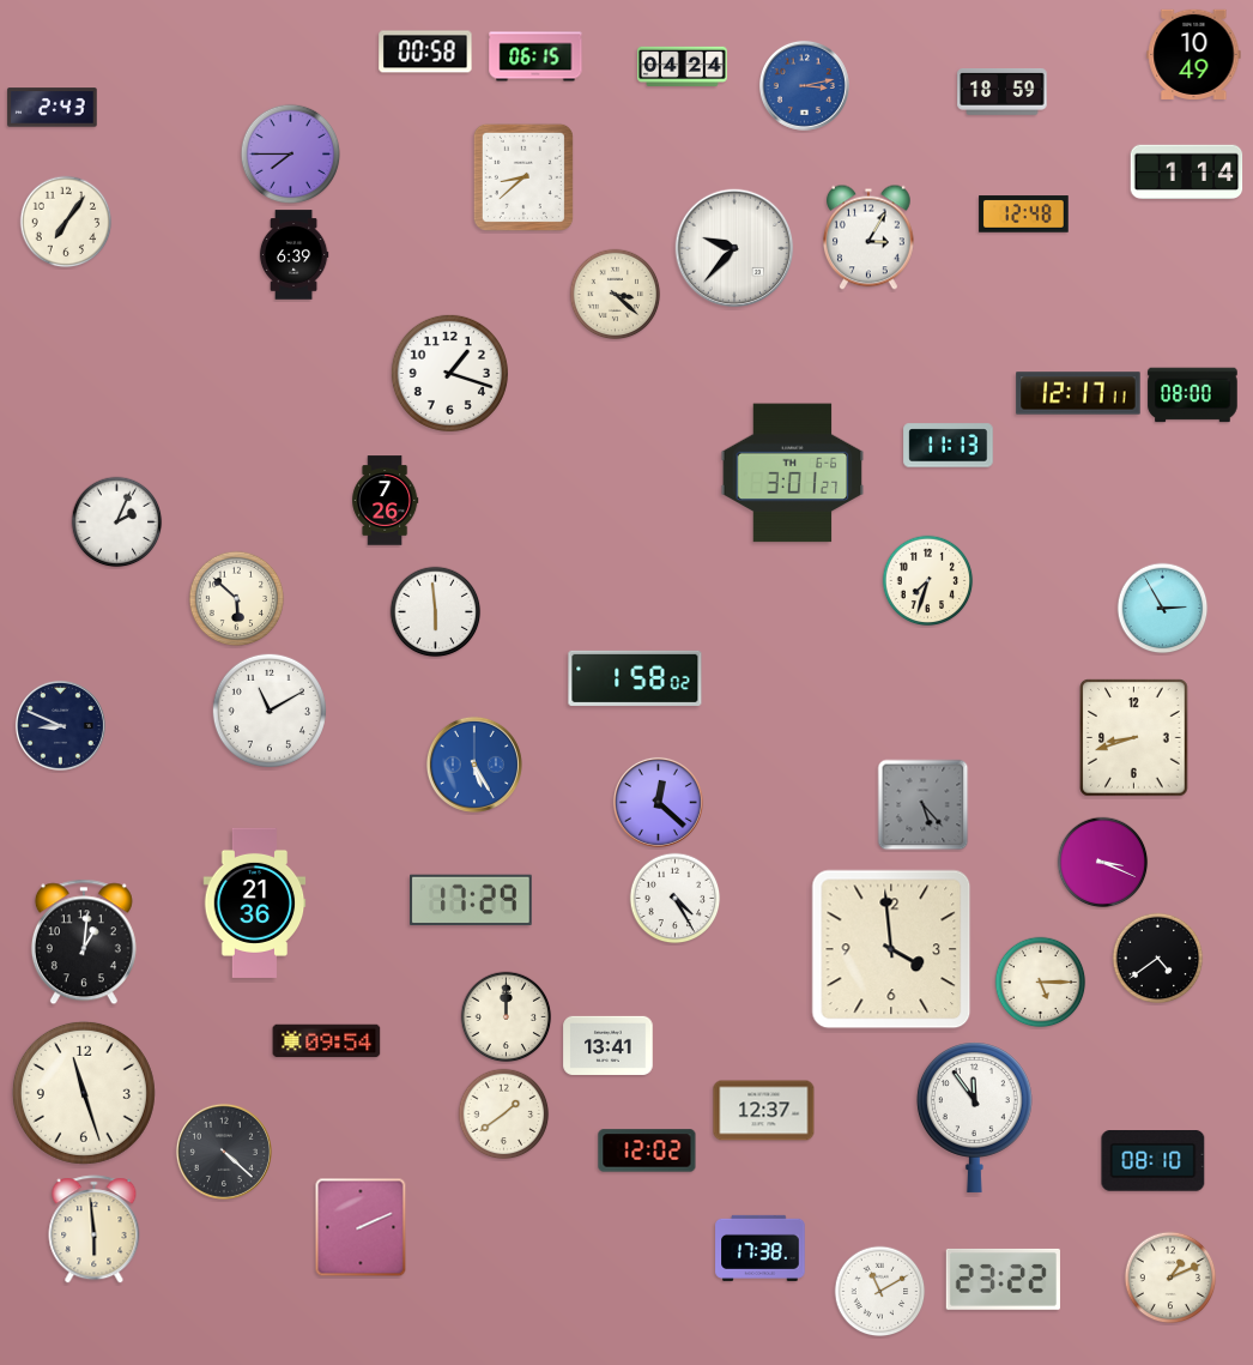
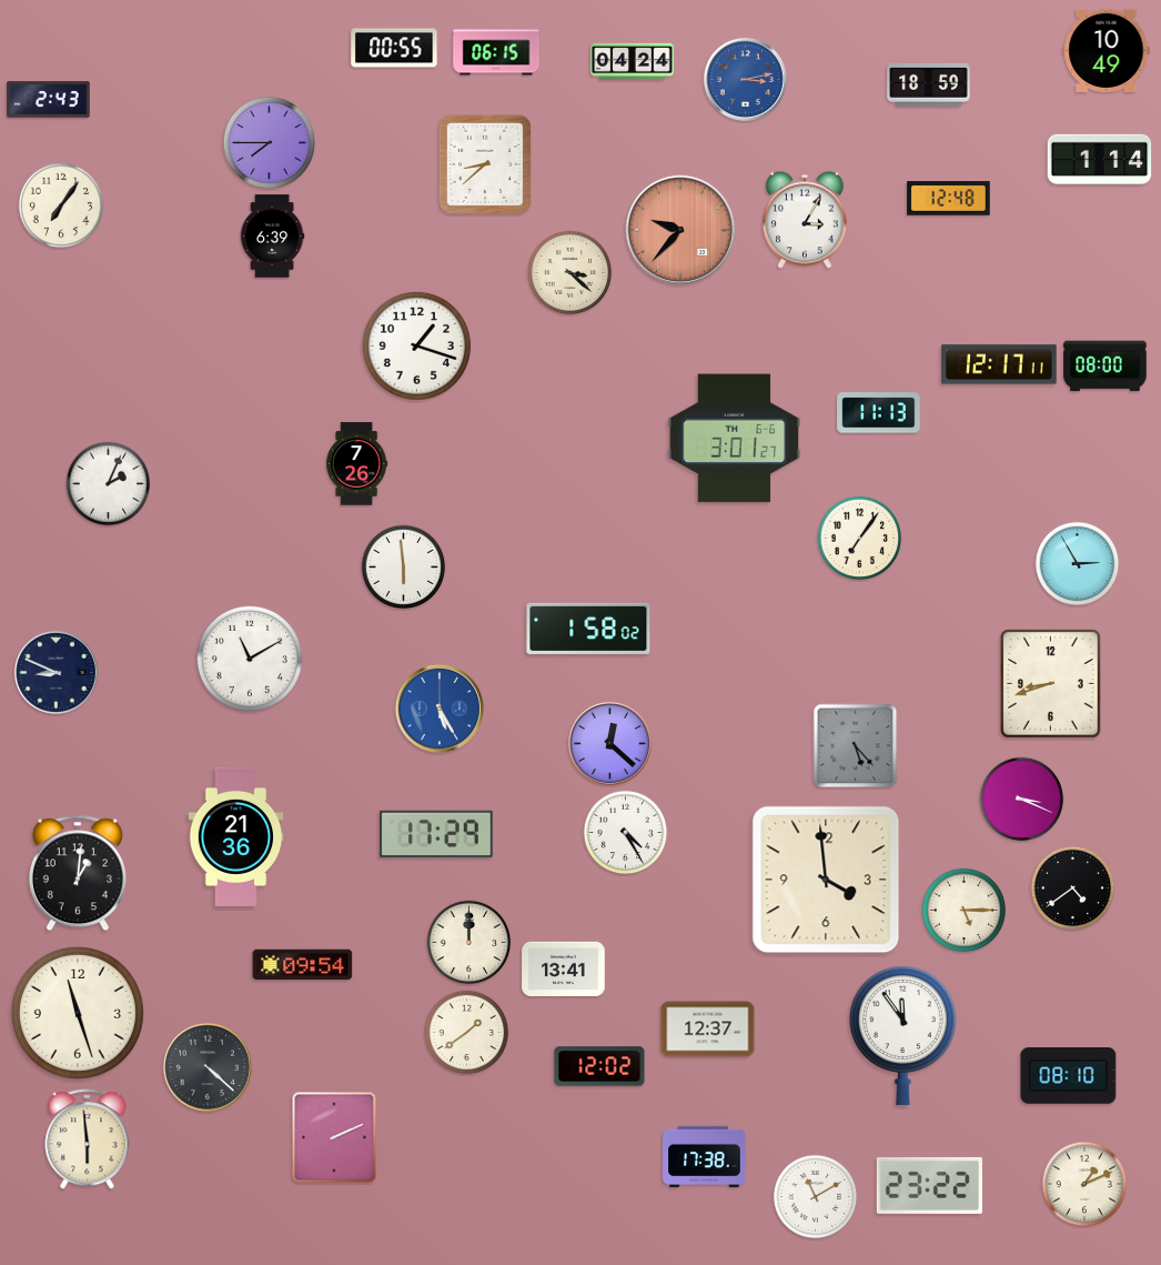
clock at (425, 52): 00:58 -> 00:55
clock at (734, 248) dial: white -> salmon
clock at (928, 581): 7:33 -> 7:06
clock at (237, 599): 5:52 -> none
